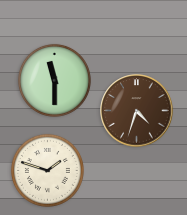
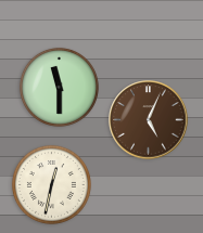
clock at (137, 111): 4:33 -> 5:04
clock at (47, 170): 1:48 -> 12:32
